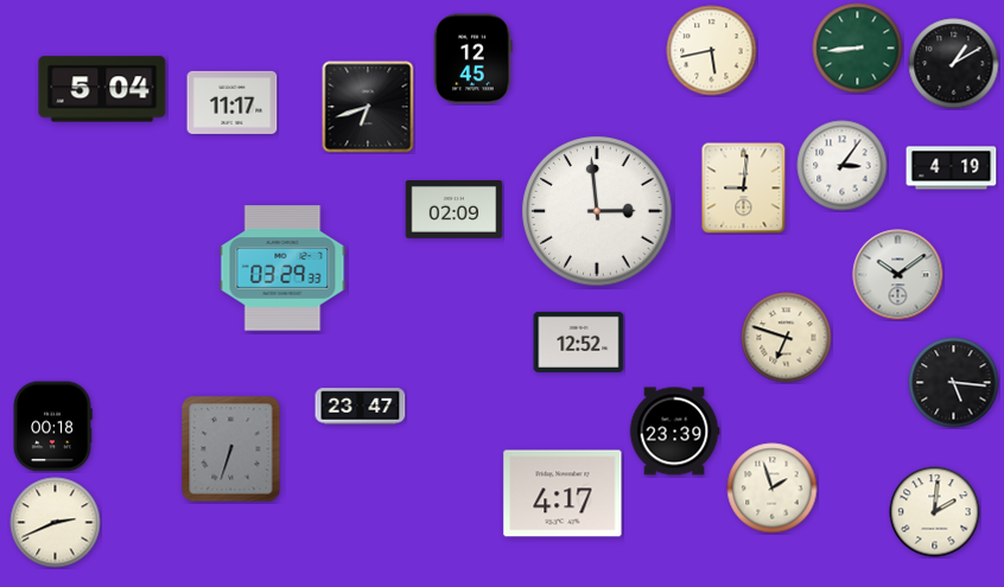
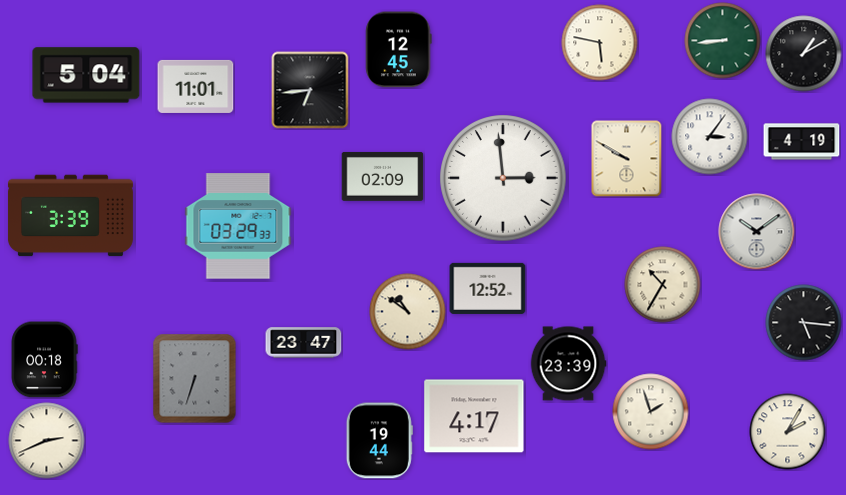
clock at (712, 51): 5:43 -> 5:47
clock at (233, 102): 11:17 -> 11:01
clock at (368, 107): 6:42 -> 6:44
clock at (843, 166) position: (843, 166) -> (710, 137)
clock at (744, 189): 9:01 -> 9:50
clock at (70, 216): none -> 3:39
clock at (787, 338): 6:48 -> 10:35
clock at (408, 312): none -> 10:51
clock at (935, 512): 2:01 -> 2:05
clock at (379, 441): none -> 19:44
